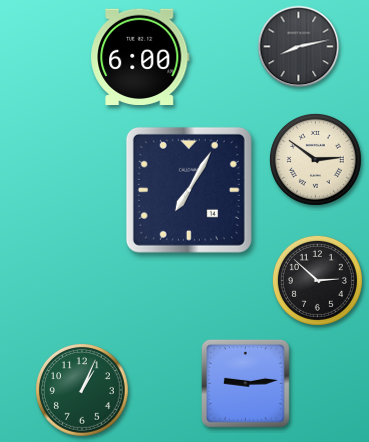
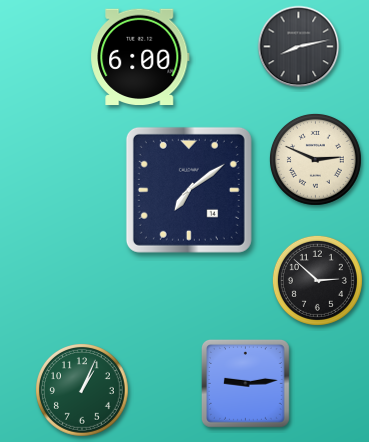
clock at (315, 159): 2:51 -> 2:49
clock at (189, 190): 7:05 -> 7:09
